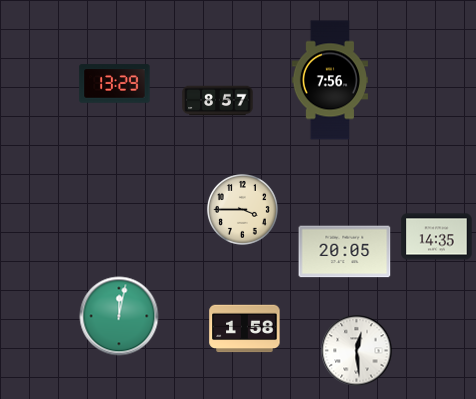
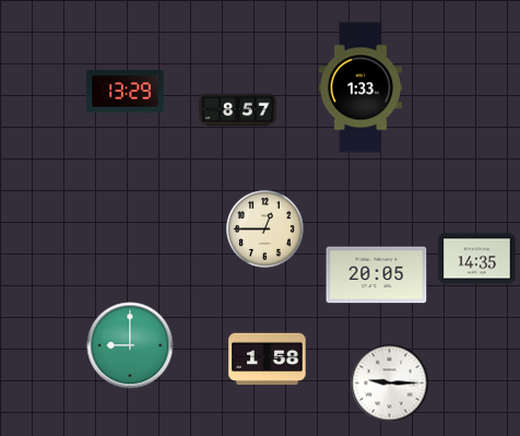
clock at (329, 80): 7:56 -> 1:33
clock at (242, 209): 3:45 -> 12:45
clock at (119, 316): 12:02 -> 9:00
clock at (357, 351): 12:29 -> 9:15
